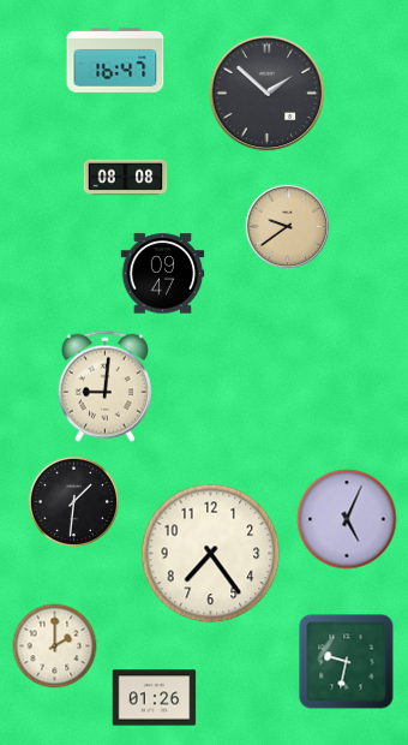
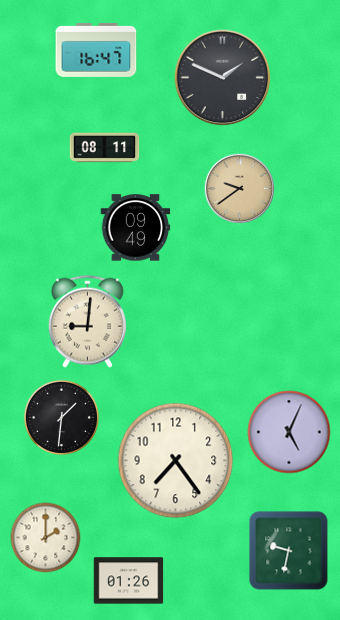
clock at (268, 94): 1:52 -> 1:49
clock at (126, 178): 08:08 -> 08:11
clock at (163, 274): 09:47 -> 09:49
